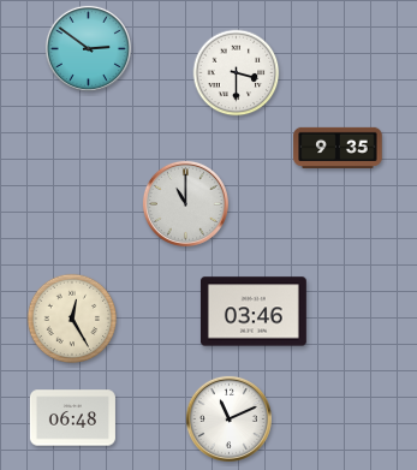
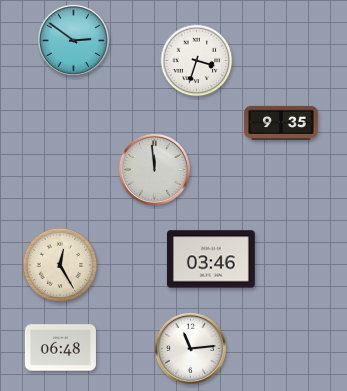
clock at (237, 73): 3:30 -> 3:33
clock at (185, 203): 11:00 -> 11:59
clock at (228, 418): 11:11 -> 11:14
